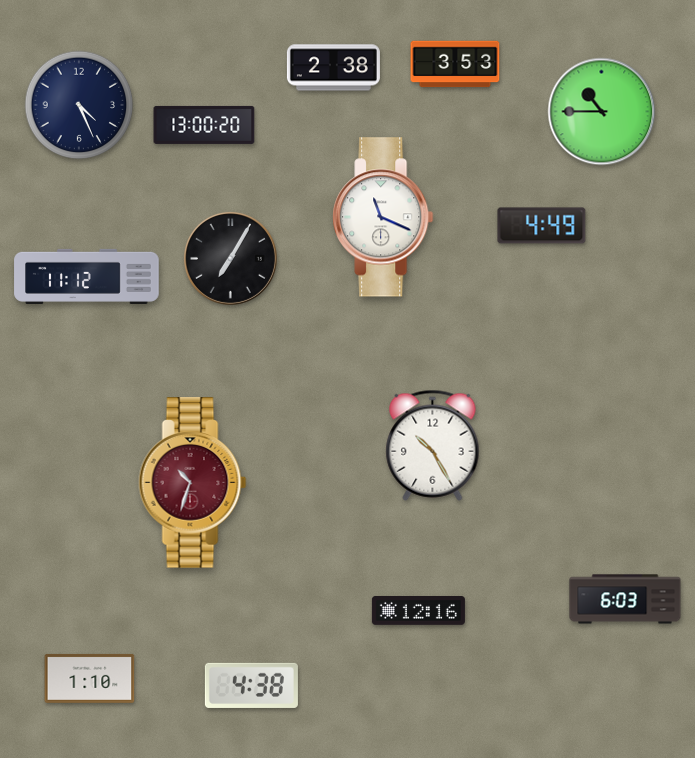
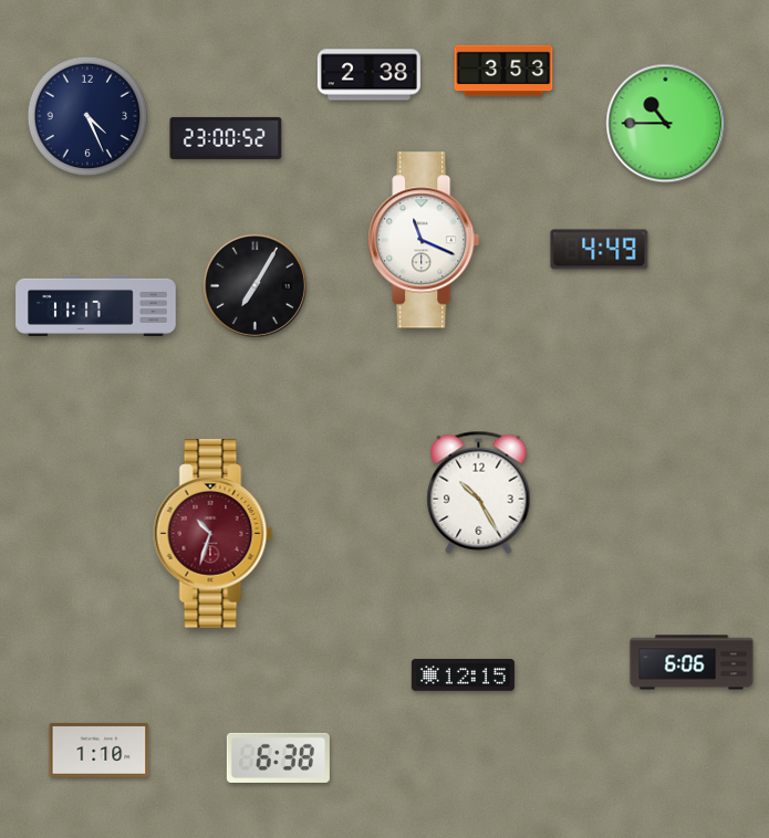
clock at (204, 125): 13:00 -> 23:00
clock at (87, 276): 11:12 -> 11:17
clock at (625, 599): 6:03 -> 6:06
clock at (418, 611): 12:16 -> 12:15
clock at (251, 685): 4:38 -> 6:38
